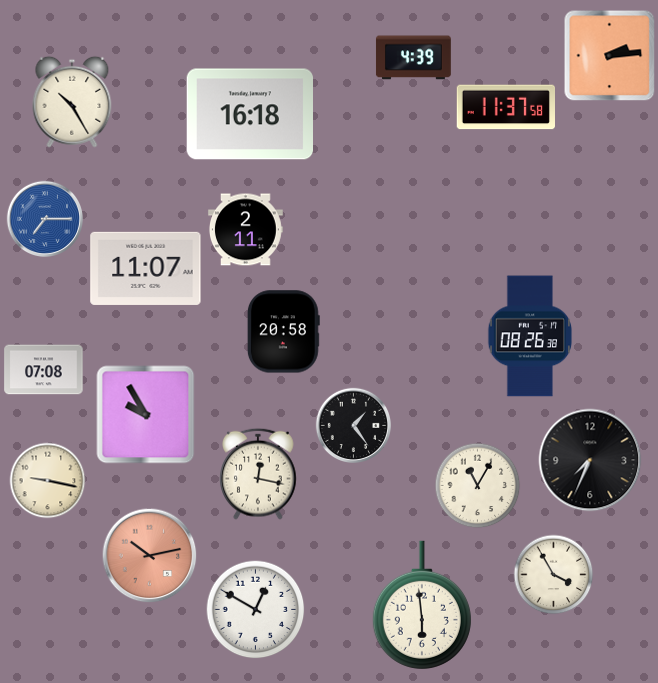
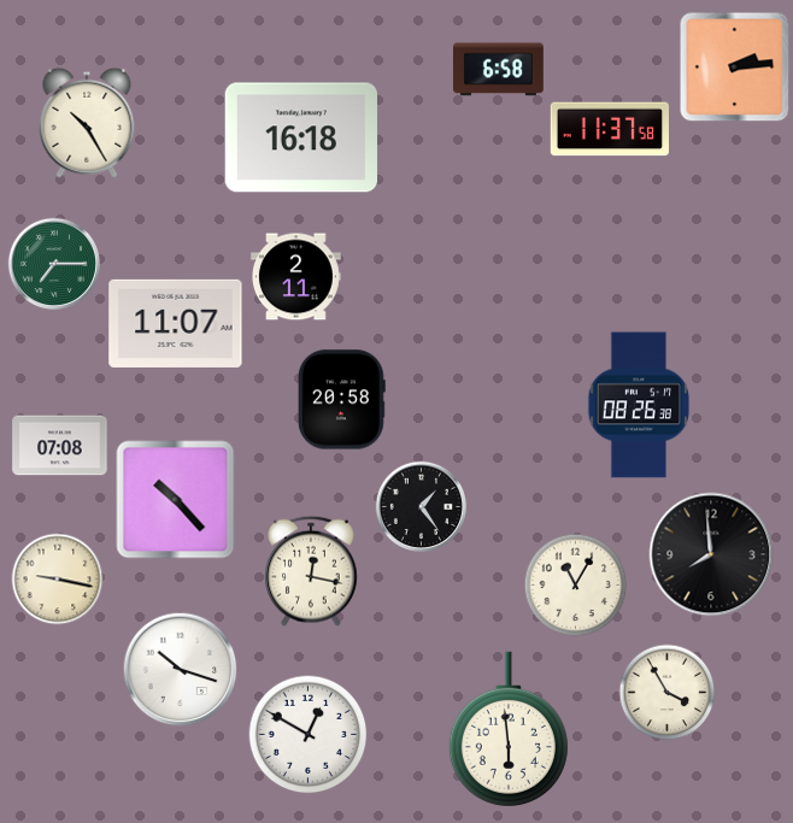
clock at (413, 58): 4:39 -> 6:58
clock at (45, 219) dial: blue -> green
clock at (44, 370) position: (44, 370) -> (60, 446)
clock at (146, 415): 9:55 -> 10:23
clock at (353, 425) position: (353, 425) -> (421, 506)
clock at (590, 460): 7:34 -> 7:59
clock at (150, 556): 10:13 -> 10:18
clock at (150, 556) dial: salmon -> white
